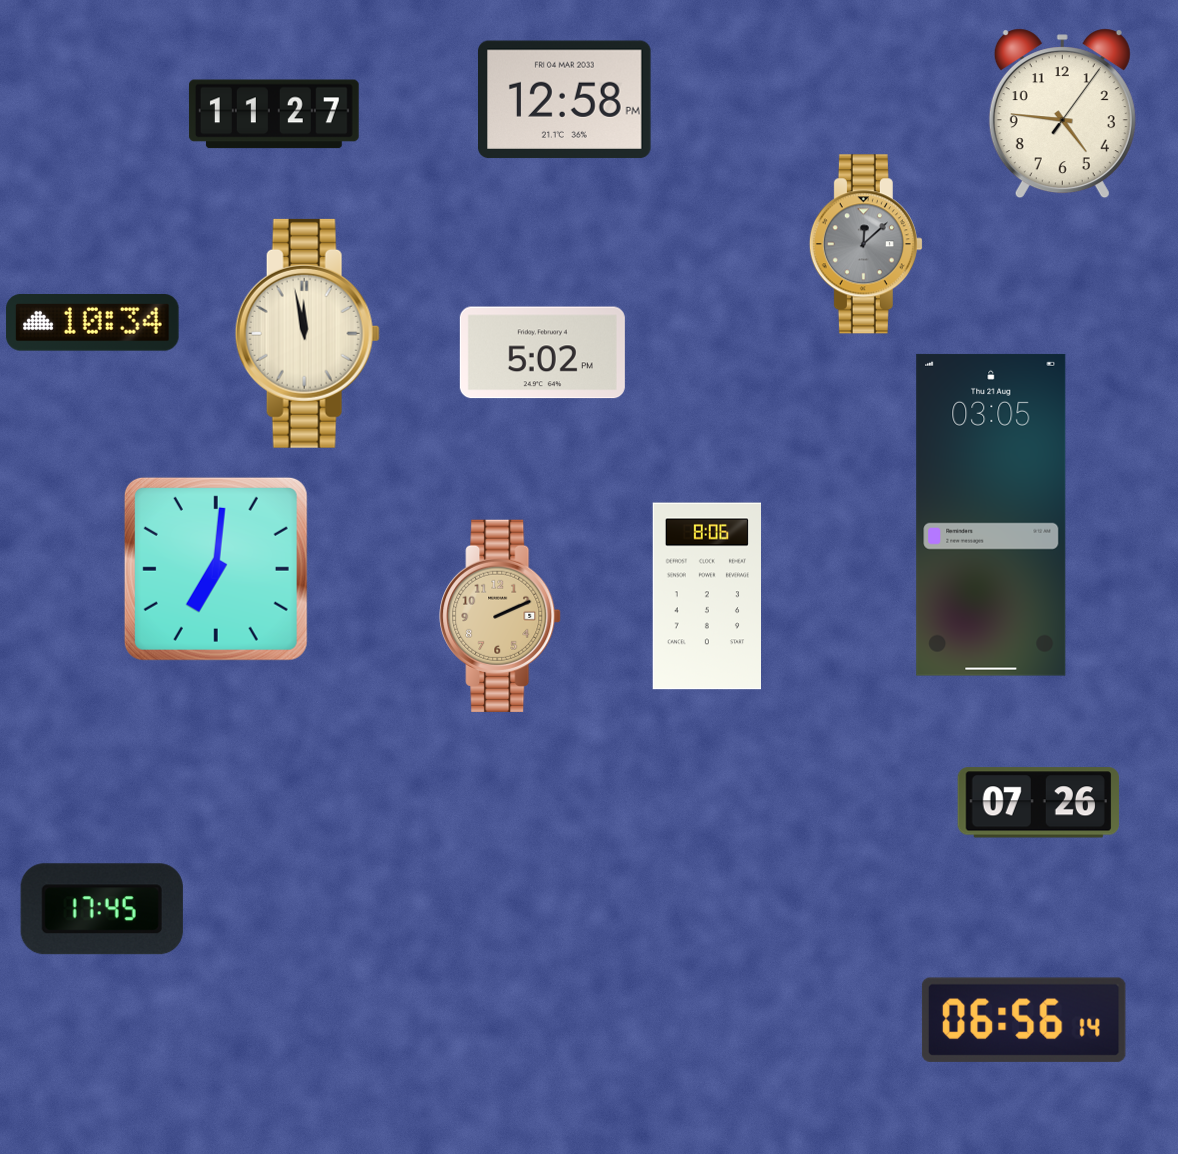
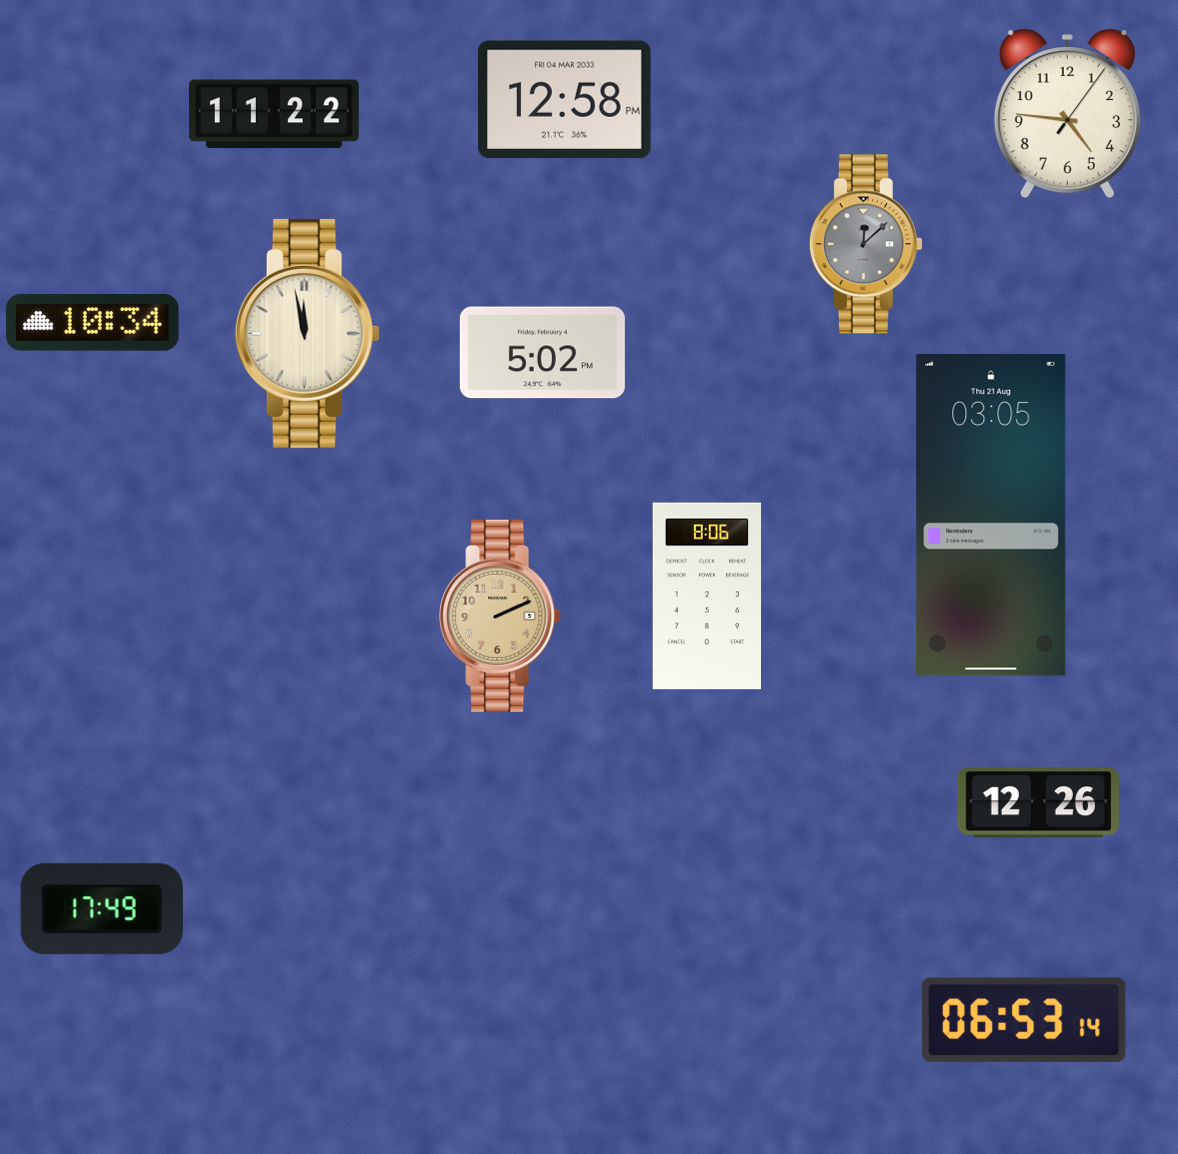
clock at (274, 114): 11:27 -> 11:22
clock at (1062, 114) position: (1062, 114) -> (1067, 114)
clock at (216, 569): 7:01 -> none
clock at (1038, 803): 07:26 -> 12:26
clock at (102, 909): 17:45 -> 17:49
clock at (1024, 1020): 06:56 -> 06:53
